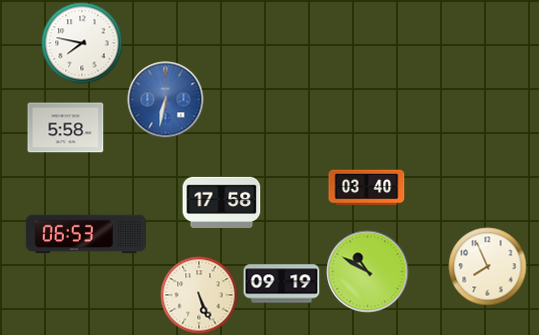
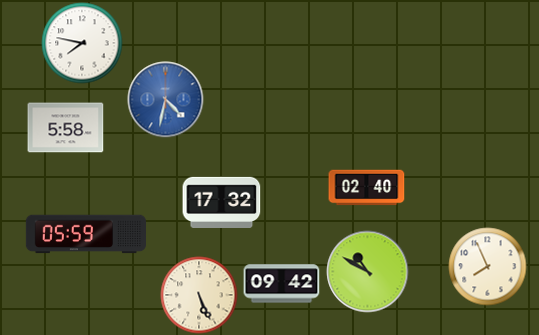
clock at (166, 100): 6:32 -> 4:32
clock at (367, 188): 03:40 -> 02:40
clock at (222, 202): 17:58 -> 17:32
clock at (85, 234): 06:53 -> 05:59
clock at (282, 284): 09:19 -> 09:42
